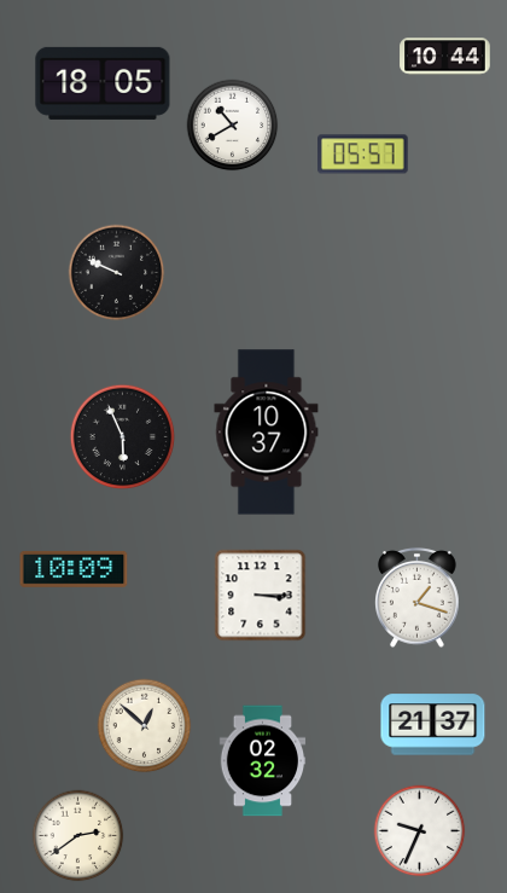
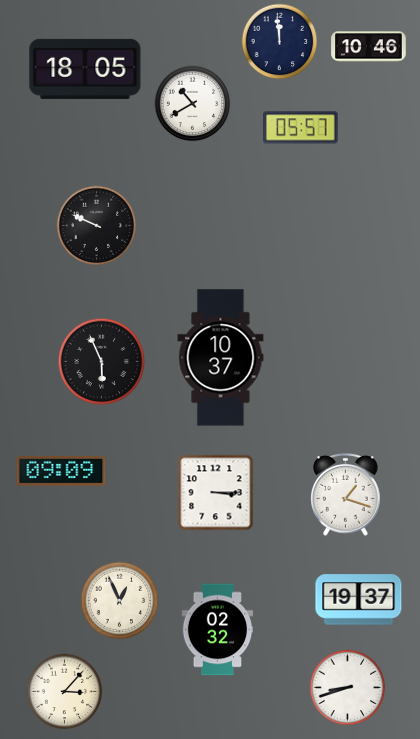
clock at (280, 42): none -> 11:59
clock at (445, 57): 10:44 -> 10:46
clock at (74, 569): 10:09 -> 09:09
clock at (433, 725): 21:37 -> 19:37
clock at (145, 726): 12:52 -> 12:56
clock at (420, 831): 9:34 -> 8:42
clock at (78, 836): 2:39 -> 3:07
